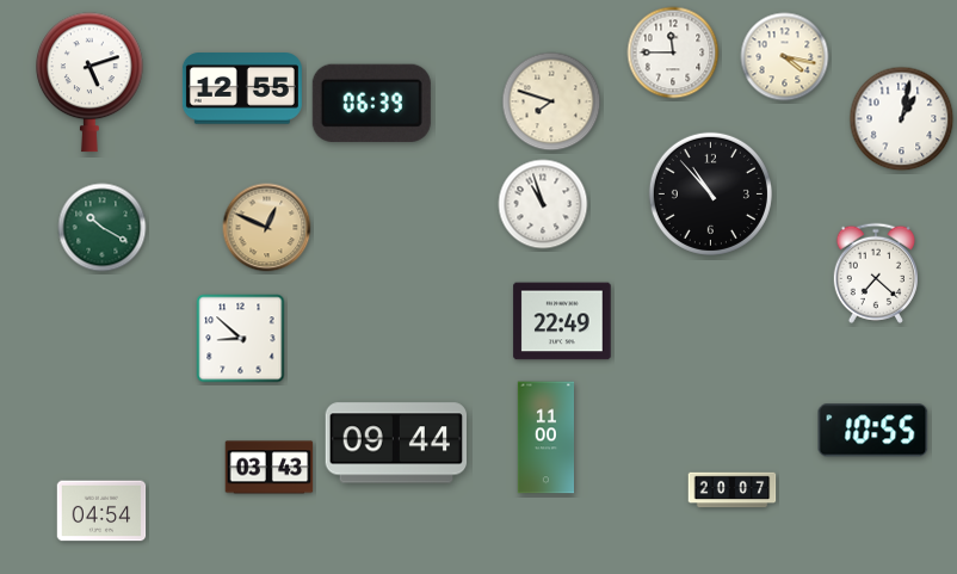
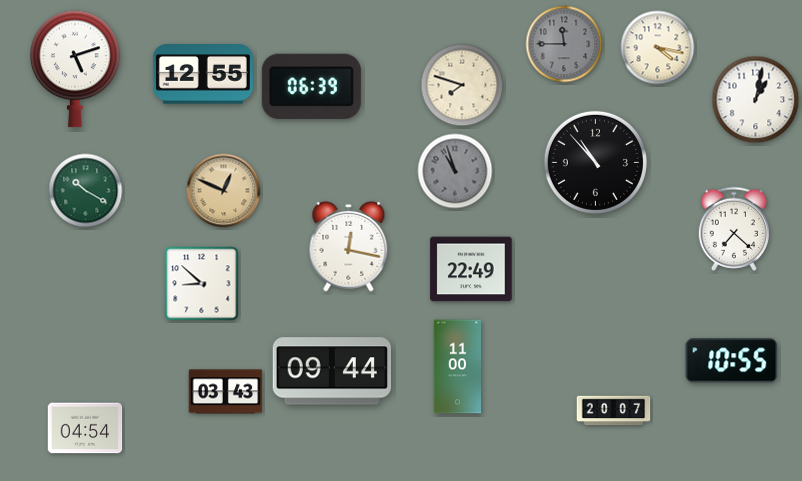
clock at (673, 53) dial: white -> grey
clock at (543, 204) dial: white -> grey
clock at (349, 246): none -> 12:17
